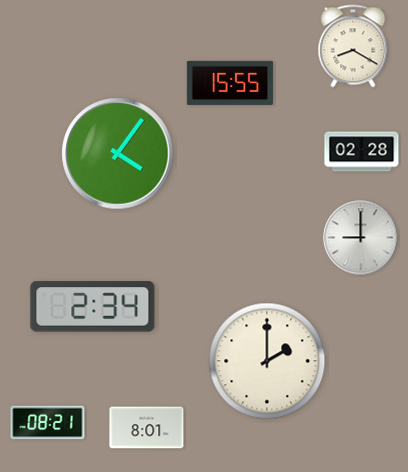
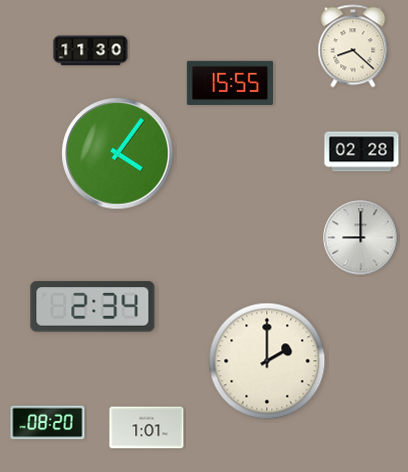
clock at (353, 46): 8:20 -> 8:22
clock at (91, 51): none -> 11:30
clock at (48, 423): 08:21 -> 08:20
clock at (147, 428): 8:01 -> 1:01
